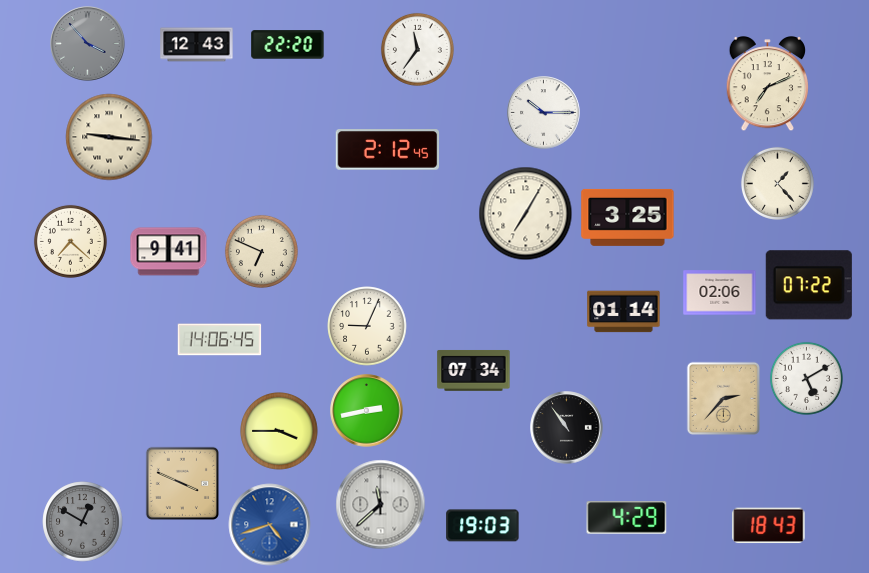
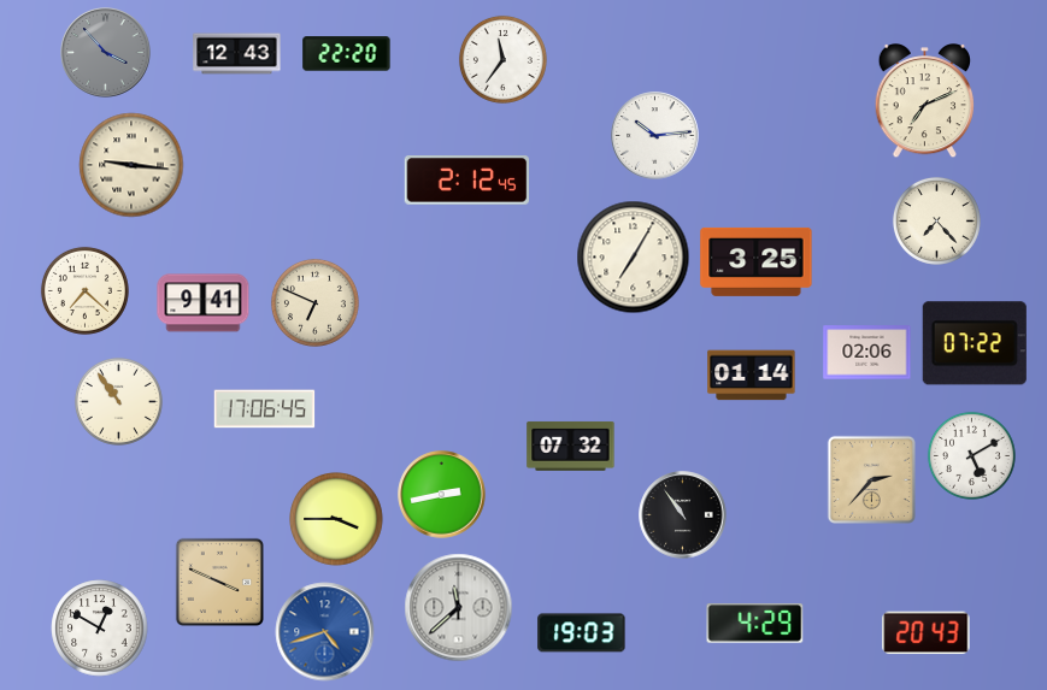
clock at (544, 113): 10:15 -> 10:14
clock at (777, 183): 1:23 -> 7:23
clock at (367, 326): 9:04 -> none
clock at (118, 401): none -> 10:54
clock at (220, 340): 14:06 -> 17:06
clock at (474, 370): 07:34 -> 07:32
clock at (83, 522) dial: grey -> white
clock at (769, 526): 18:43 -> 20:43
